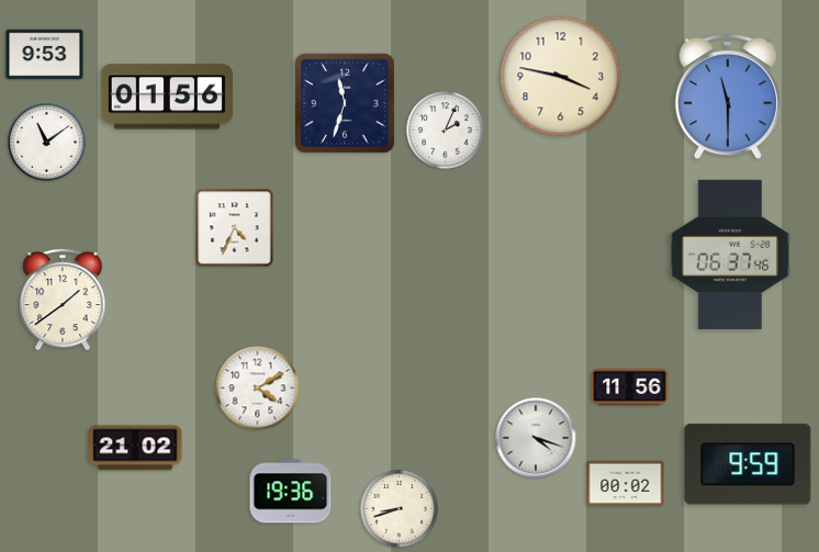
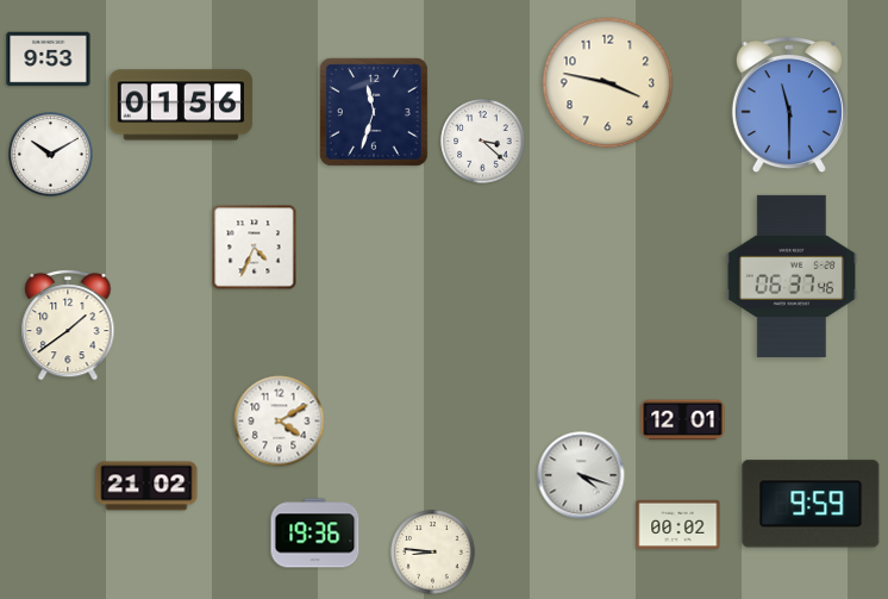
clock at (446, 131): 2:04 -> 3:22
clock at (47, 143): 11:09 -> 10:10
clock at (630, 387): 11:56 -> 12:01
clock at (400, 509): 8:42 -> 8:46
